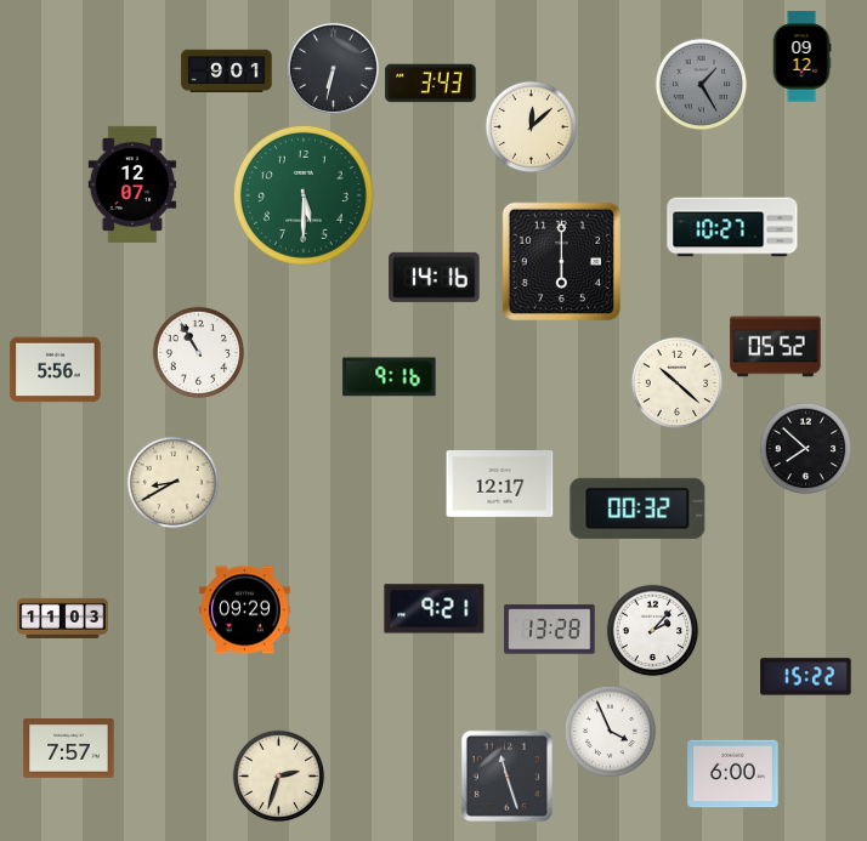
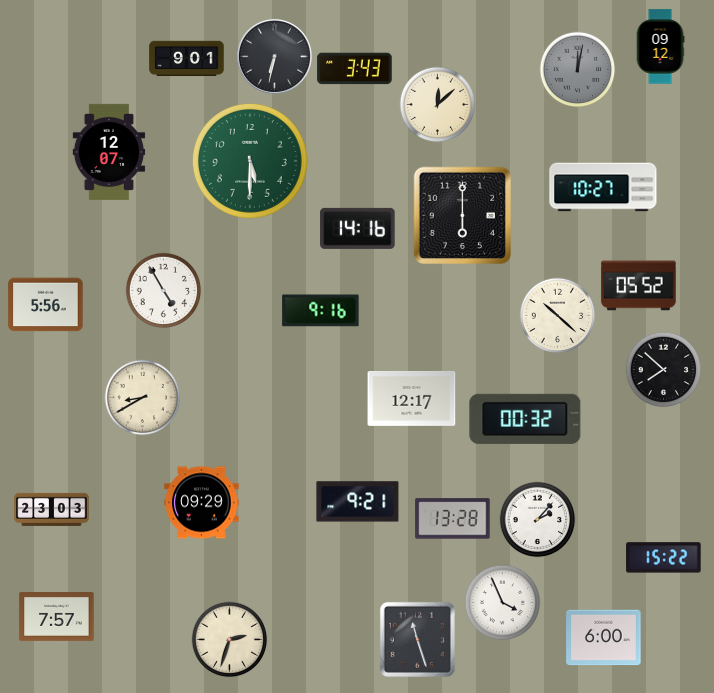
clock at (702, 85): 1:25 -> 12:02
clock at (199, 353): 10:55 -> 4:55
clock at (63, 618): 11:03 -> 23:03
